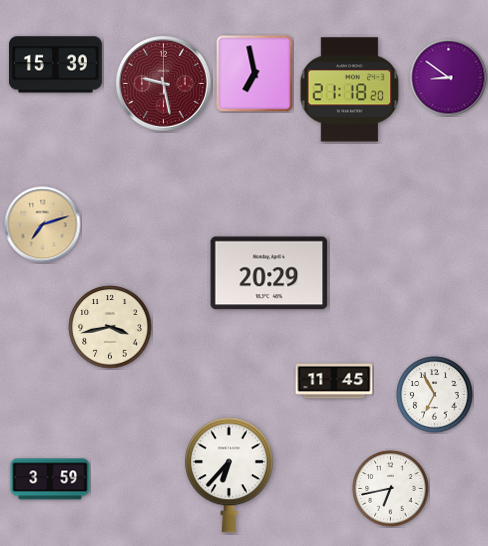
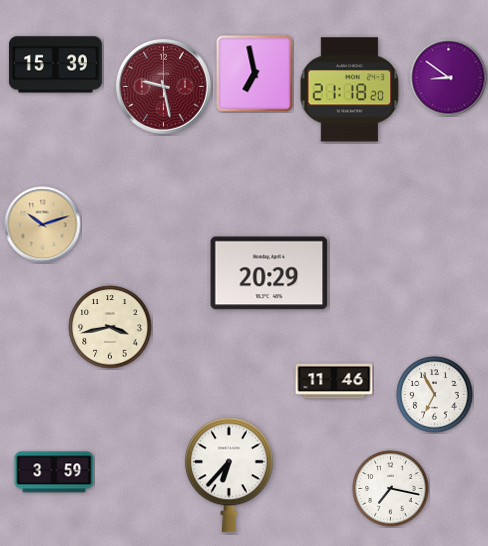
clock at (164, 84) position: (164, 84) -> (164, 87)
clock at (43, 225): 7:12 -> 10:12
clock at (334, 381): 11:45 -> 11:46
clock at (50, 479) position: (50, 479) -> (54, 472)
clock at (391, 489): 6:43 -> 7:17
